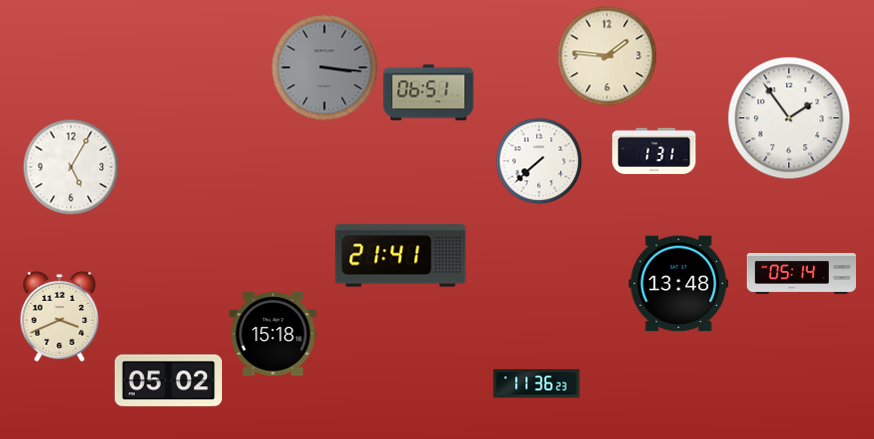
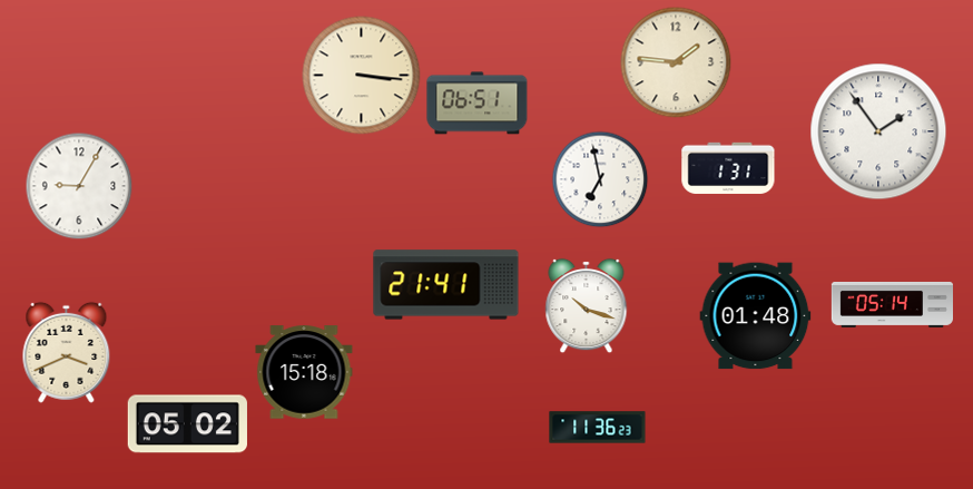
clock at (325, 68) dial: grey -> cream
clock at (539, 161): 7:38 -> 6:58
clock at (71, 167): 5:05 -> 9:05
clock at (587, 305): none -> 10:18
clock at (679, 284): 13:48 -> 01:48
